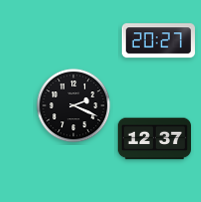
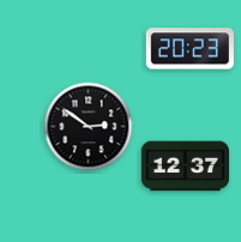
clock at (158, 41): 20:27 -> 20:23
clock at (74, 106): 2:19 -> 2:51
